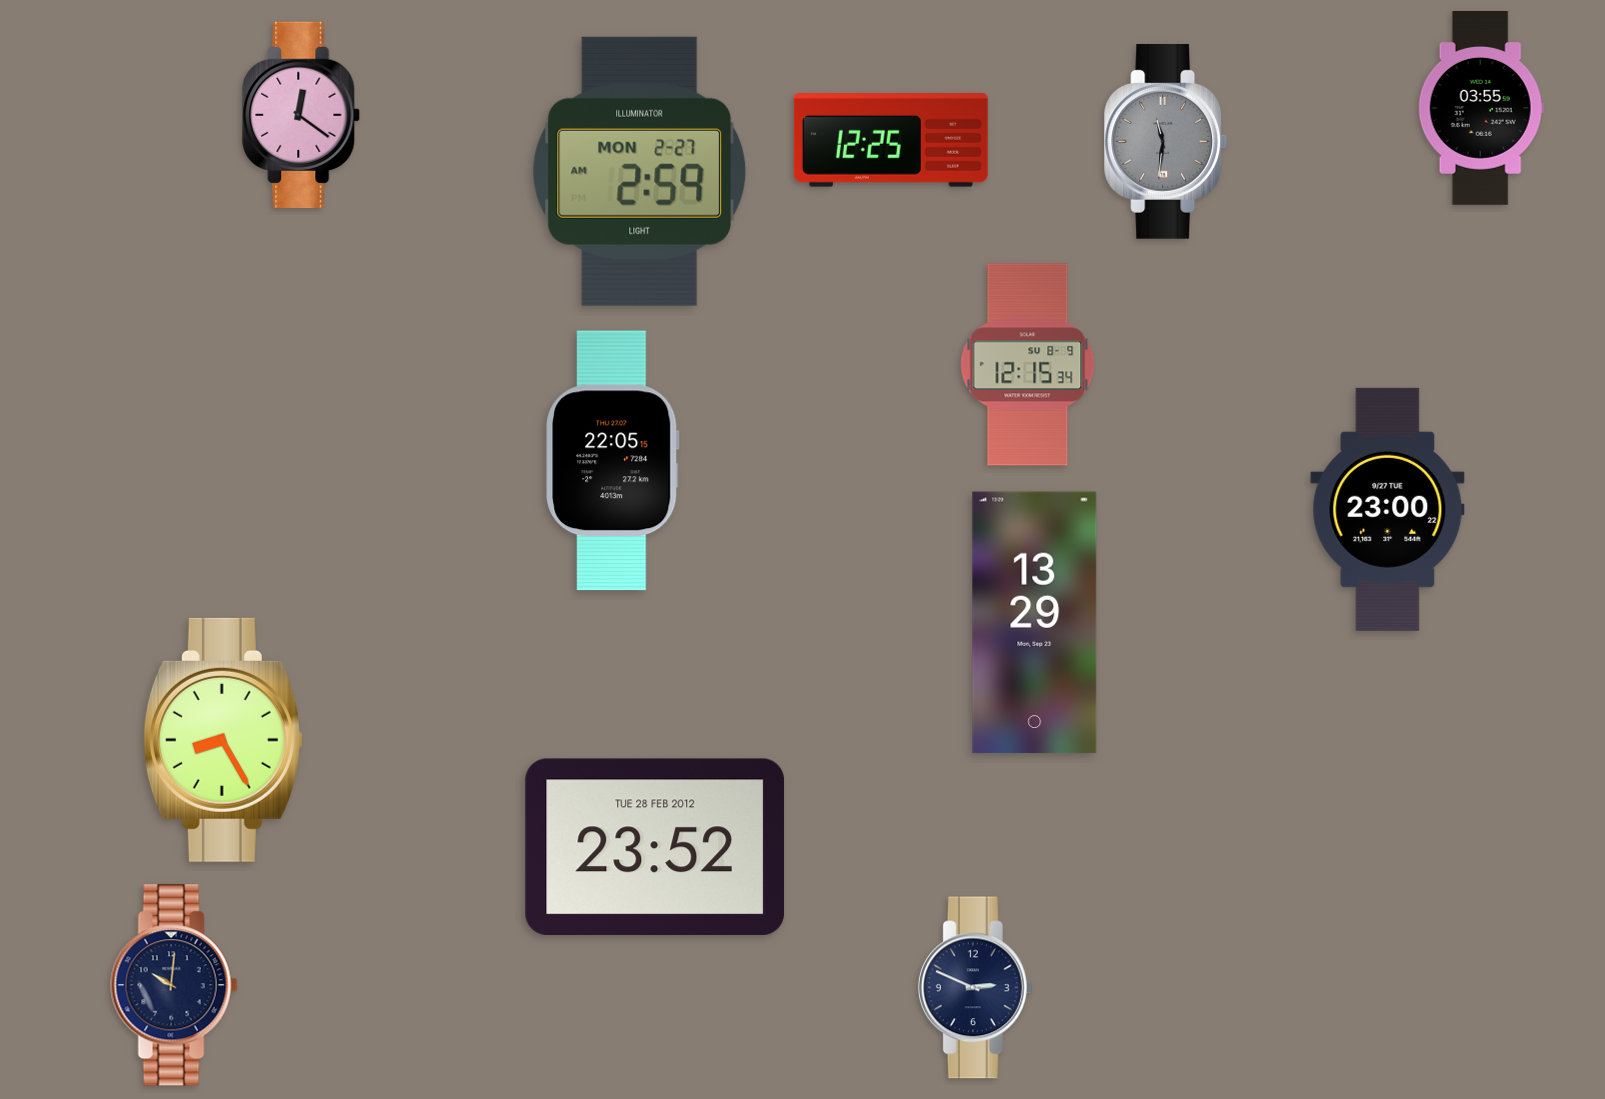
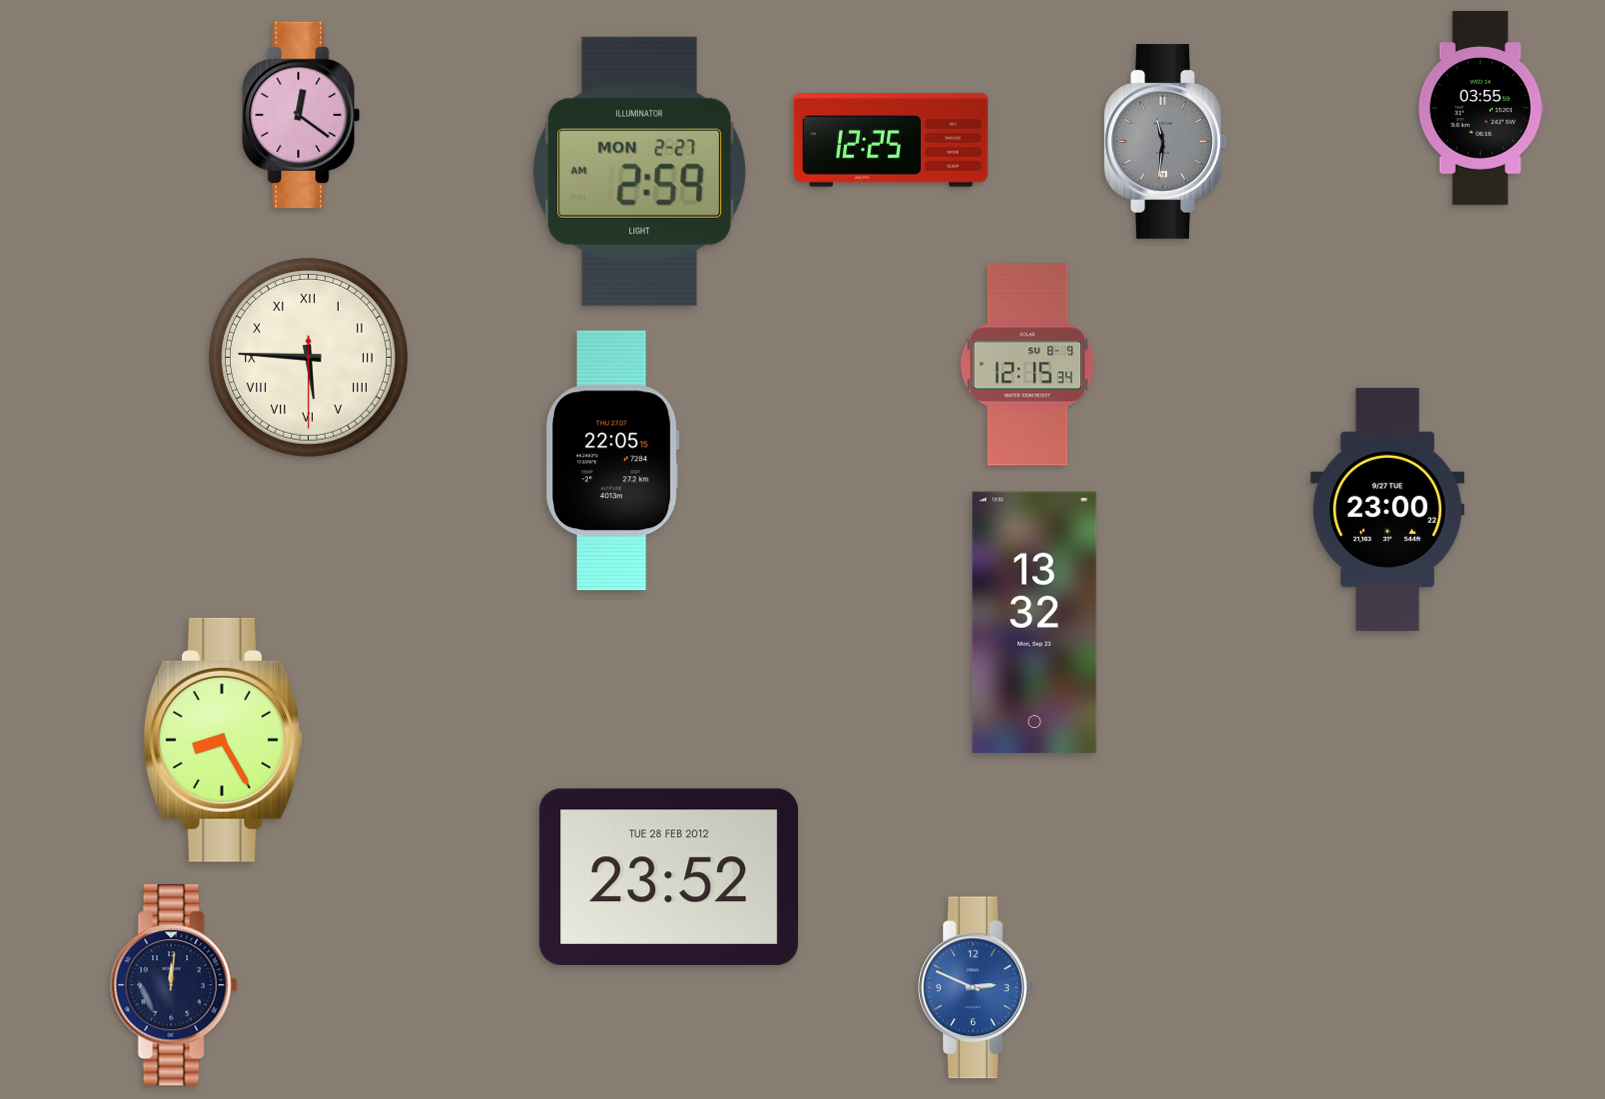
clock at (308, 357): none -> 5:45
clock at (1035, 623): 13:29 -> 13:32
clock at (655, 847) position: (655, 847) -> (669, 877)
clock at (174, 985): 10:01 -> 12:01
clock at (975, 988) dial: navy -> blue
